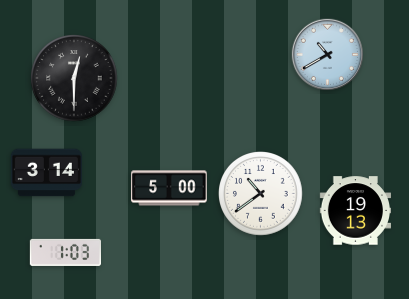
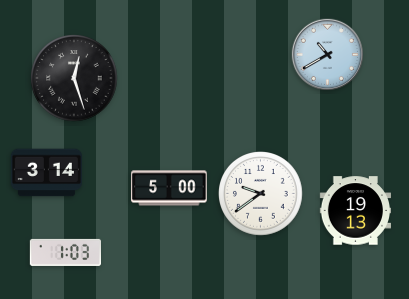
clock at (74, 78): 12:30 -> 12:27
clock at (261, 194): 10:39 -> 9:39
